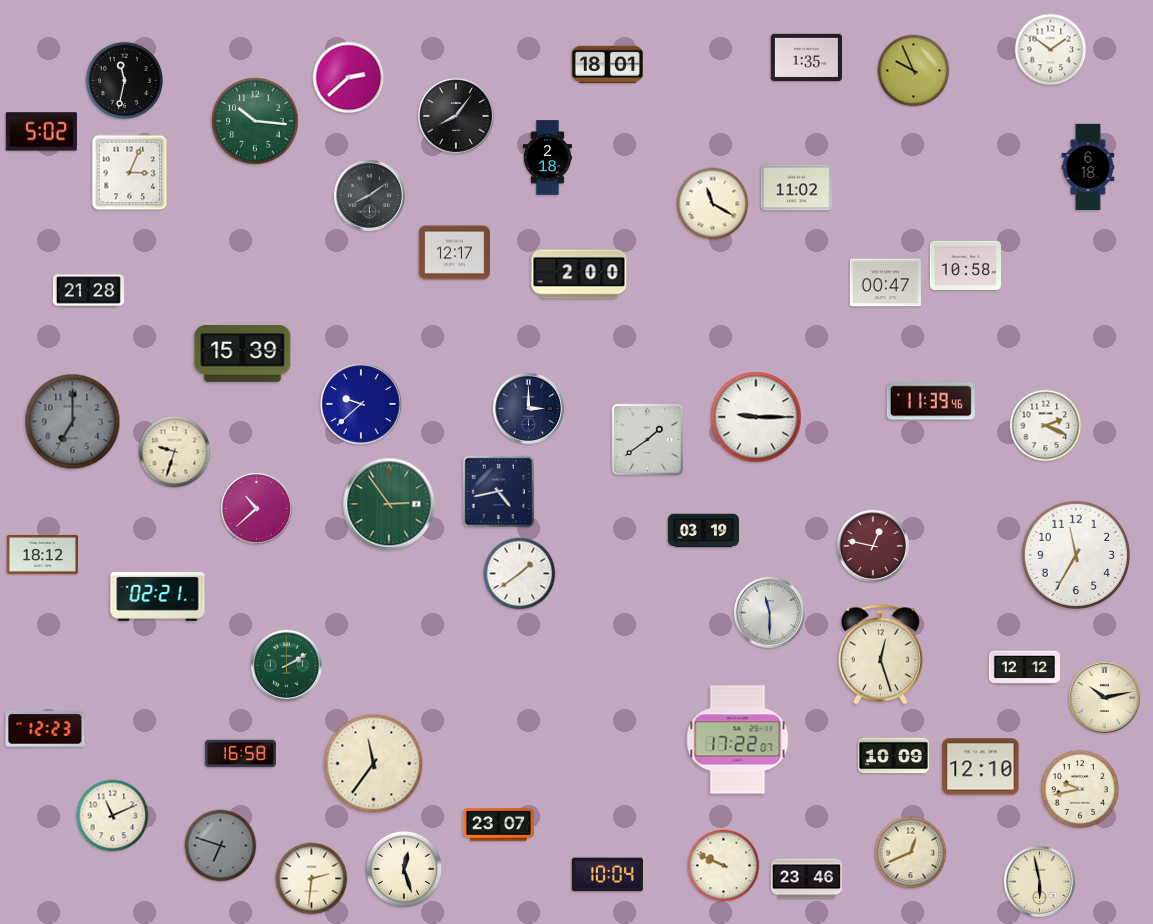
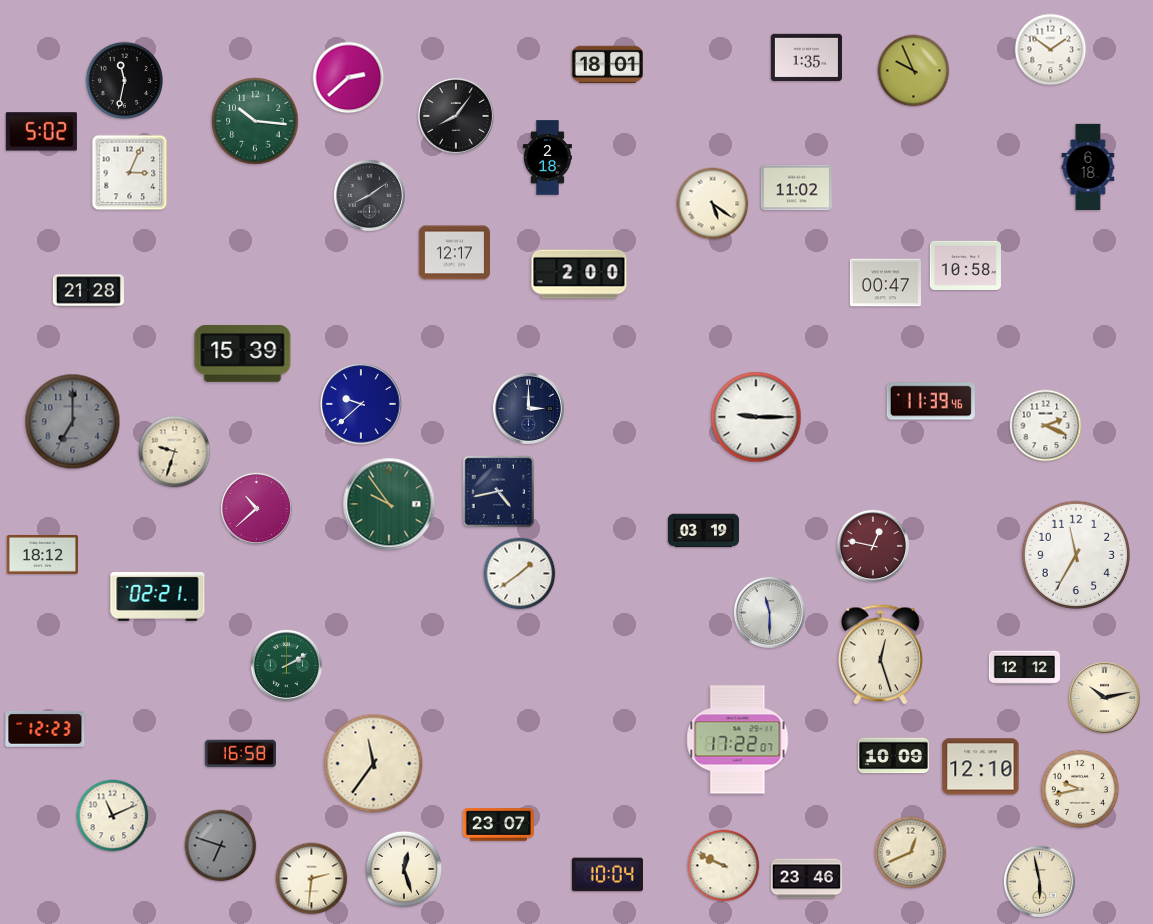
clock at (713, 204): 11:20 -> 5:21
clock at (648, 440): 1:39 -> none
clock at (389, 504): 2:54 -> 9:54
